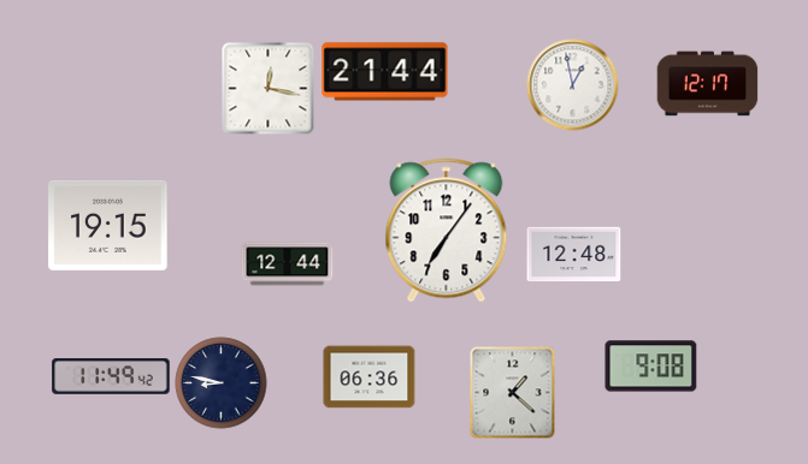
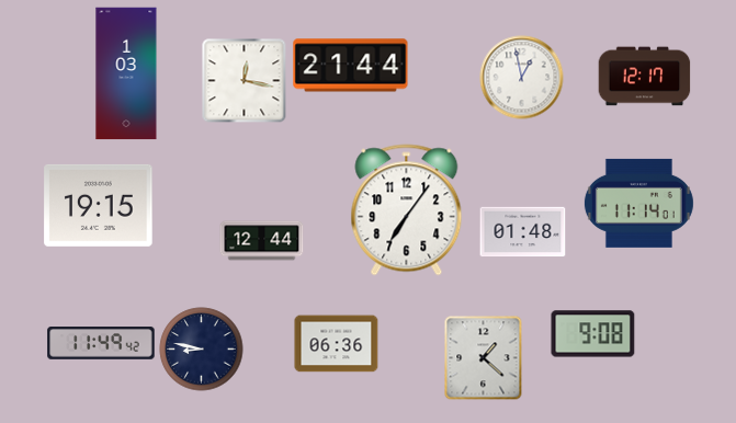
clock at (126, 73): none -> 1:03
clock at (638, 203): none -> 11:14
clock at (574, 255): 12:48 -> 01:48
clock at (513, 393) position: (513, 393) -> (484, 358)
